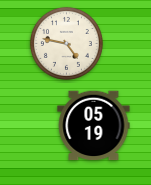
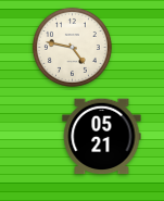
clock at (94, 126): 05:19 -> 05:21
